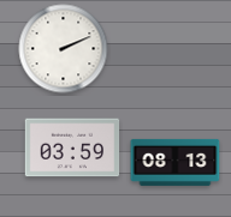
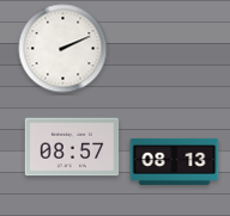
clock at (72, 147): 03:59 -> 08:57
